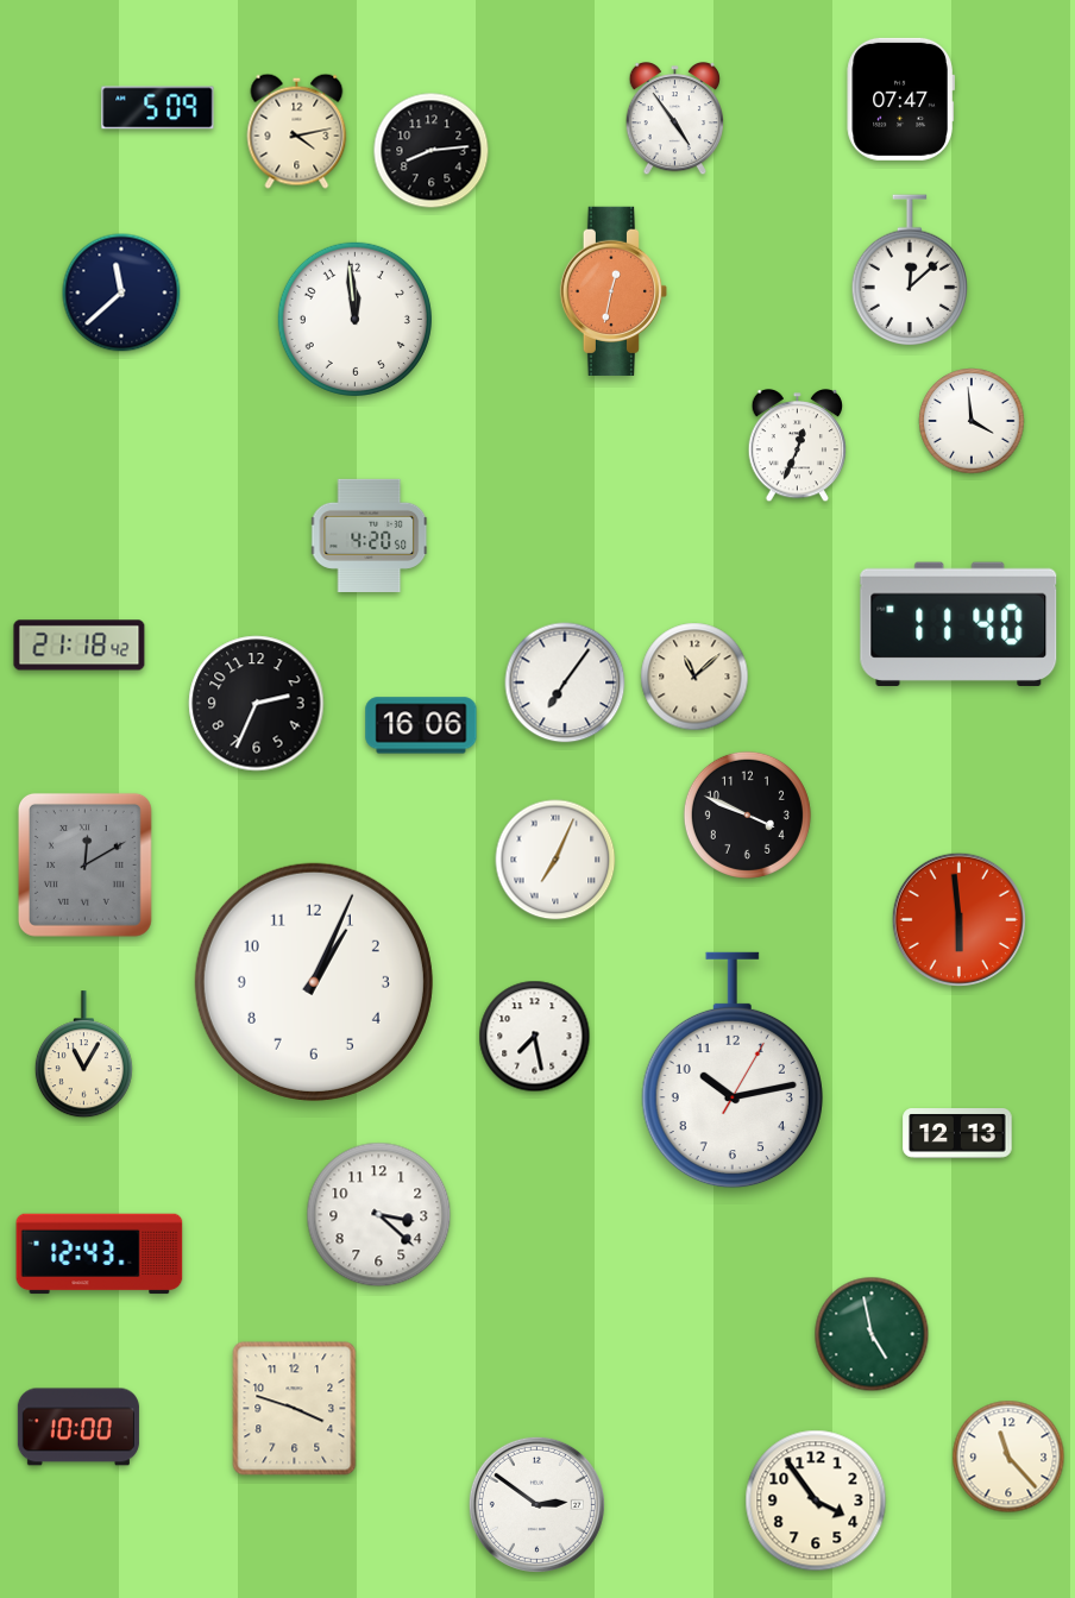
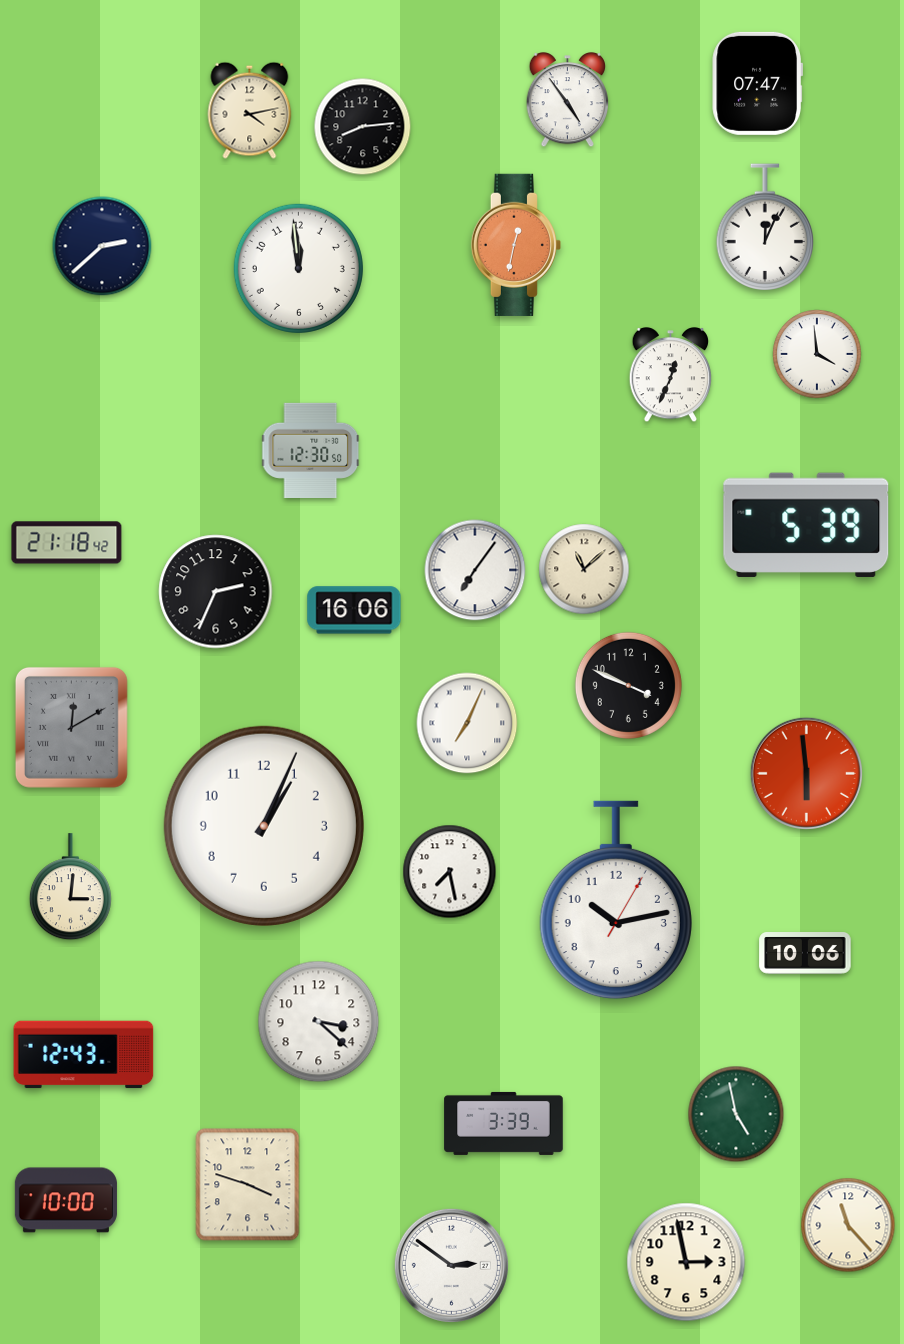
clock at (158, 108): 5:09 -> none
clock at (909, 270): 12:08 -> 12:04
clock at (121, 292): 11:38 -> 2:38
clock at (370, 535): 4:20 -> 12:30
clock at (958, 624): 11:40 -> 5:39
clock at (565, 682) position: (565, 682) -> (475, 570)
clock at (83, 1055): 11:05 -> 3:01
clock at (957, 1134): 12:13 -> 10:06
clock at (872, 1334) position: (872, 1334) -> (736, 1114)
clock at (504, 1123): none -> 3:39
clock at (816, 1501): 3:54 -> 2:58
